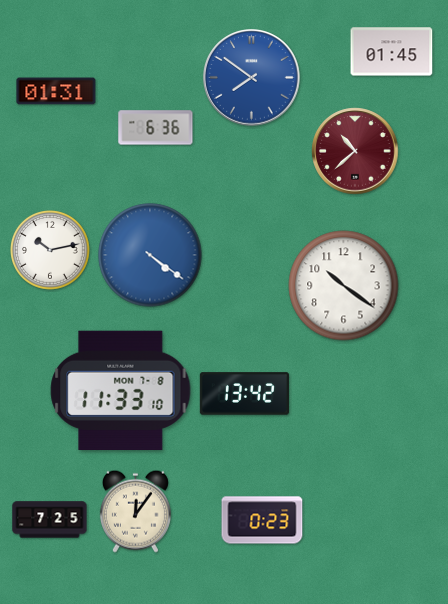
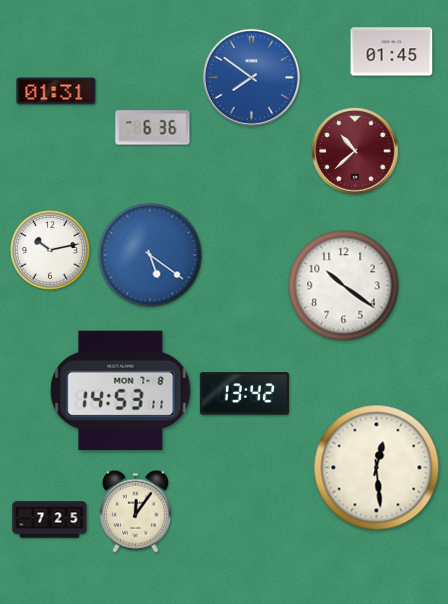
clock at (156, 128) position: (156, 128) -> (153, 128)
clock at (150, 255): 4:21 -> 5:21
clock at (121, 390): 11:33 -> 14:53
clock at (377, 468): none -> 12:29
clock at (262, 520): 0:23 -> none
